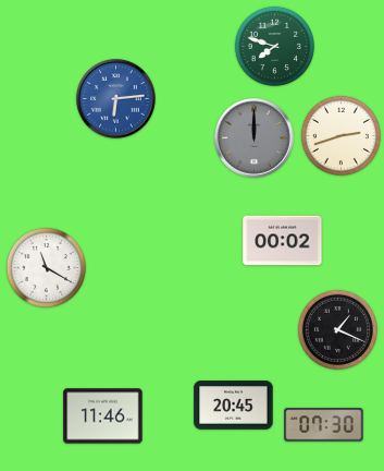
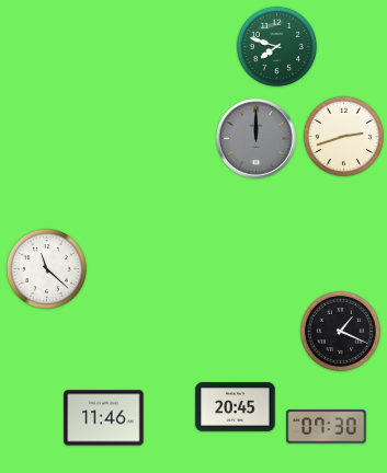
clock at (116, 99): 6:14 -> none
clock at (283, 241): 00:02 -> none
clock at (46, 267): 11:20 -> 11:22
